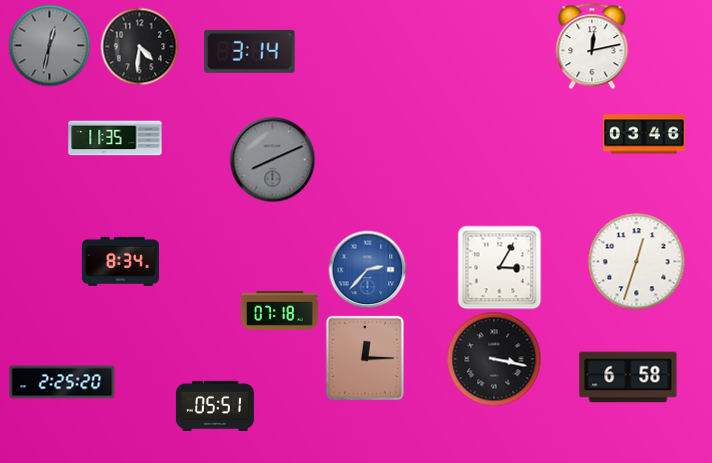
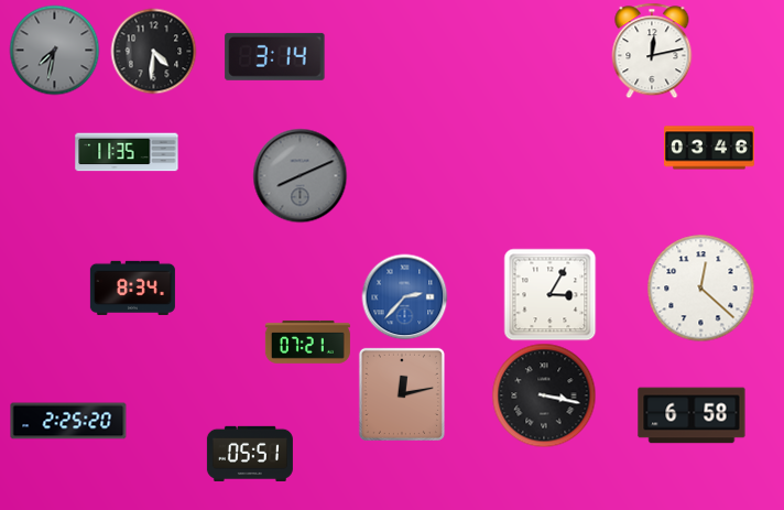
clock at (49, 45): 12:32 -> 7:32
clock at (636, 261): 12:33 -> 12:22
clock at (279, 310): 07:18 -> 07:21
clock at (365, 358): 12:15 -> 12:13
clock at (215, 406) position: (215, 406) -> (250, 454)
